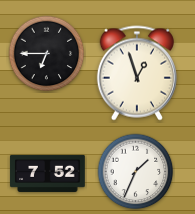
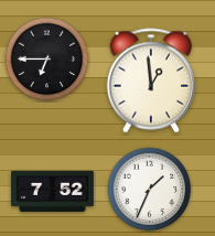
clock at (47, 54) position: (47, 54) -> (47, 60)
clock at (137, 73): 12:57 -> 12:59
